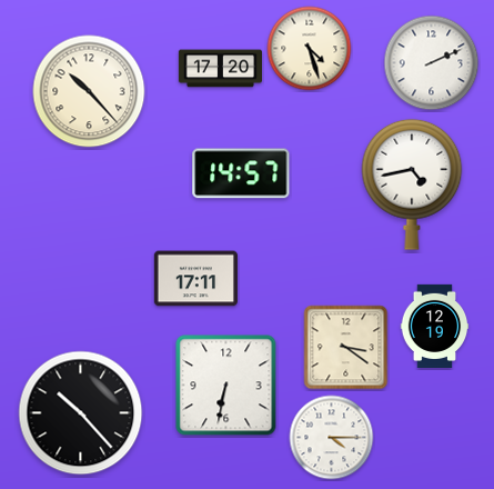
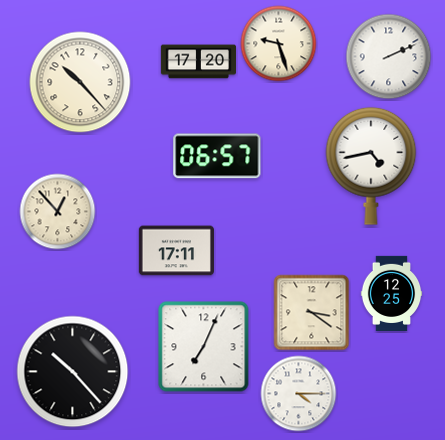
clock at (310, 49): 4:27 -> 9:27
clock at (241, 173): 14:57 -> 06:57
clock at (58, 212): none -> 12:53
clock at (435, 326): 12:19 -> 12:25
clock at (226, 386): 6:32 -> 7:04
